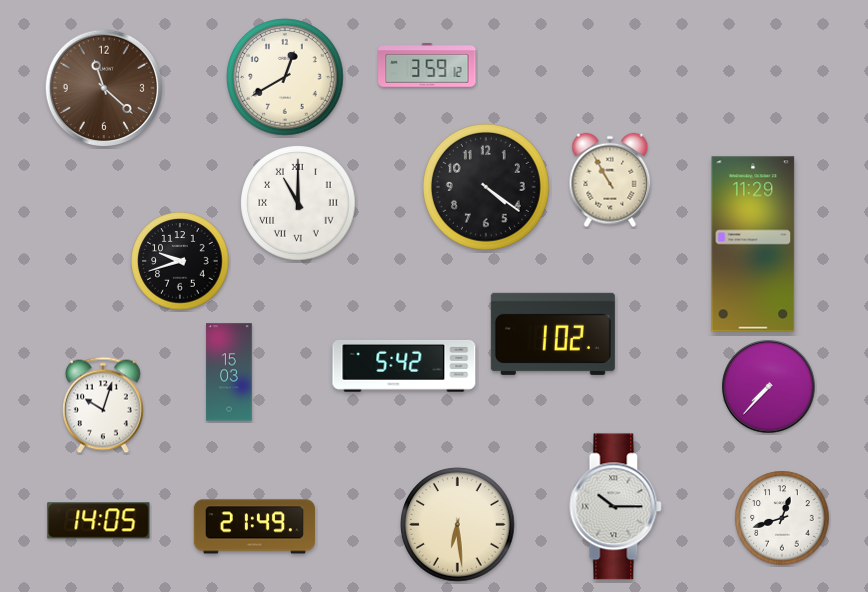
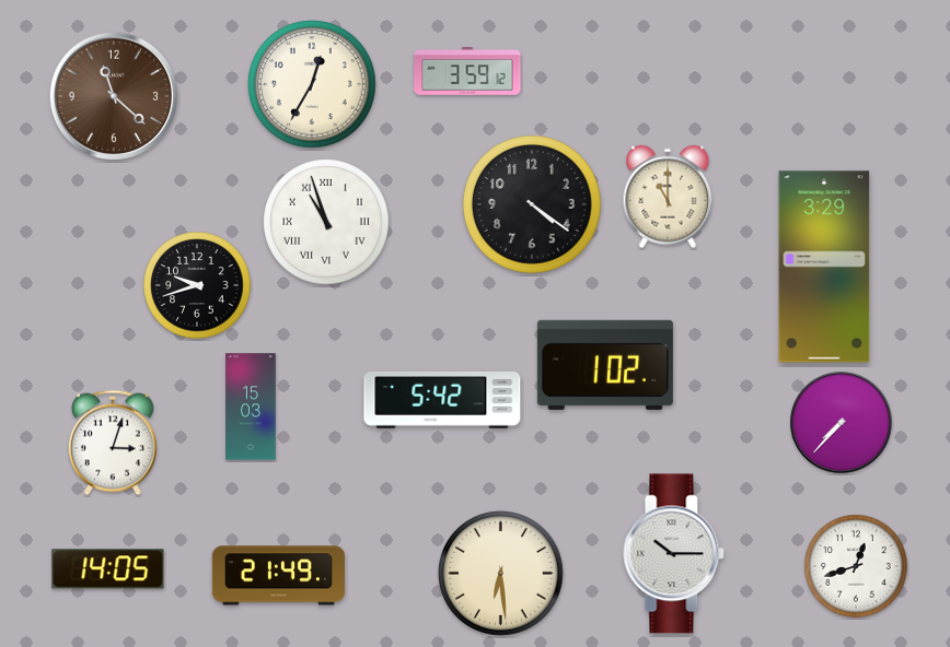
clock at (285, 77): 12:40 -> 12:35
clock at (610, 180): 10:55 -> 11:00
clock at (298, 203): 11:00 -> 10:57
clock at (753, 244): 11:29 -> 3:29
clock at (103, 405): 10:03 -> 3:03
